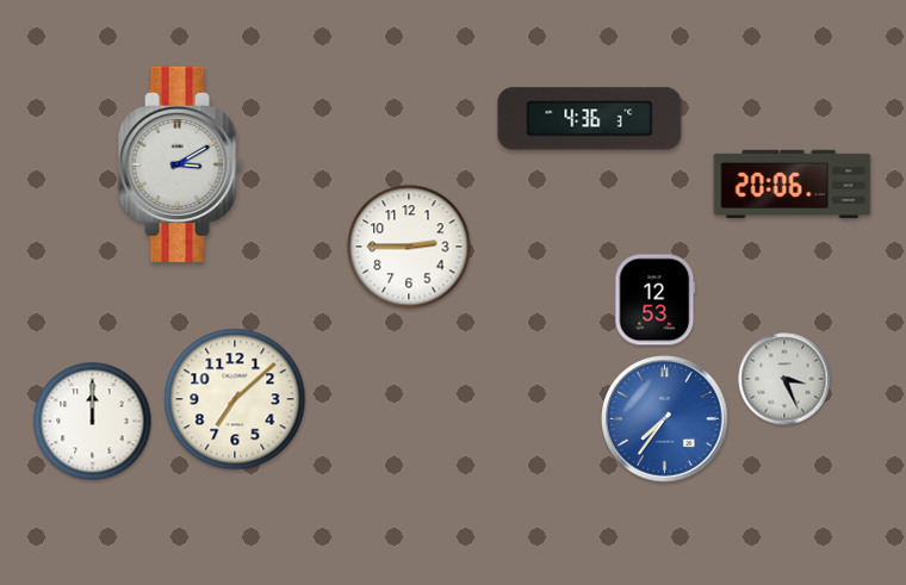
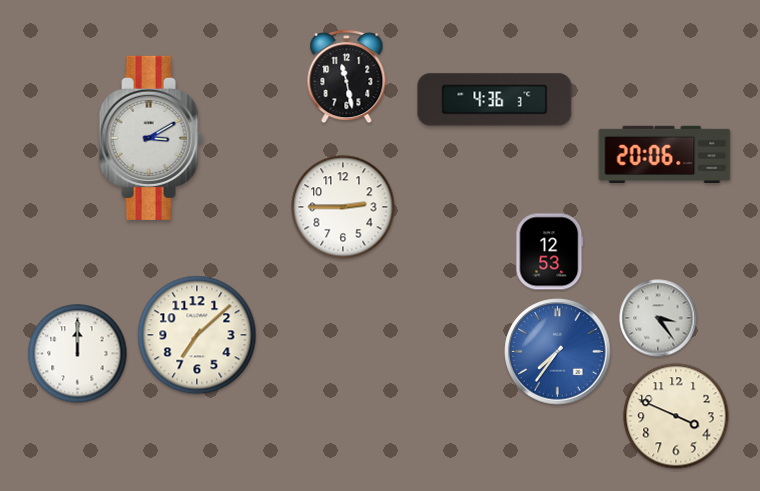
clock at (347, 77): none -> 11:28
clock at (784, 379): 3:26 -> 3:24
clock at (676, 416): none -> 3:49
